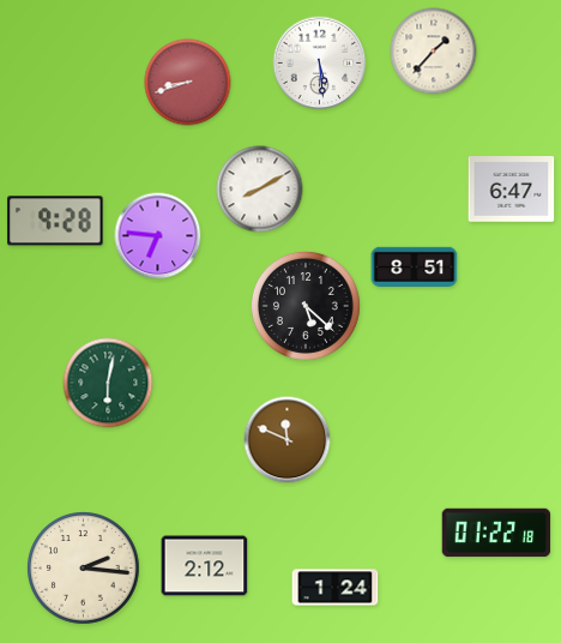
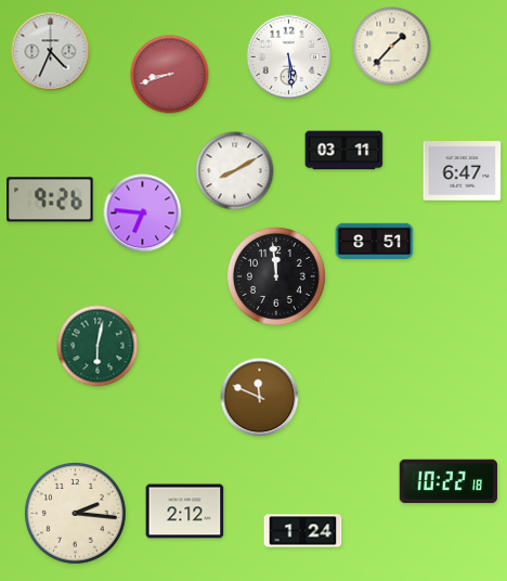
clock at (51, 52): none -> 4:34
clock at (344, 151): none -> 03:11
clock at (55, 221): 9:28 -> 9:26
clock at (306, 306): 5:22 -> 11:59
clock at (496, 533): 01:22 -> 10:22
